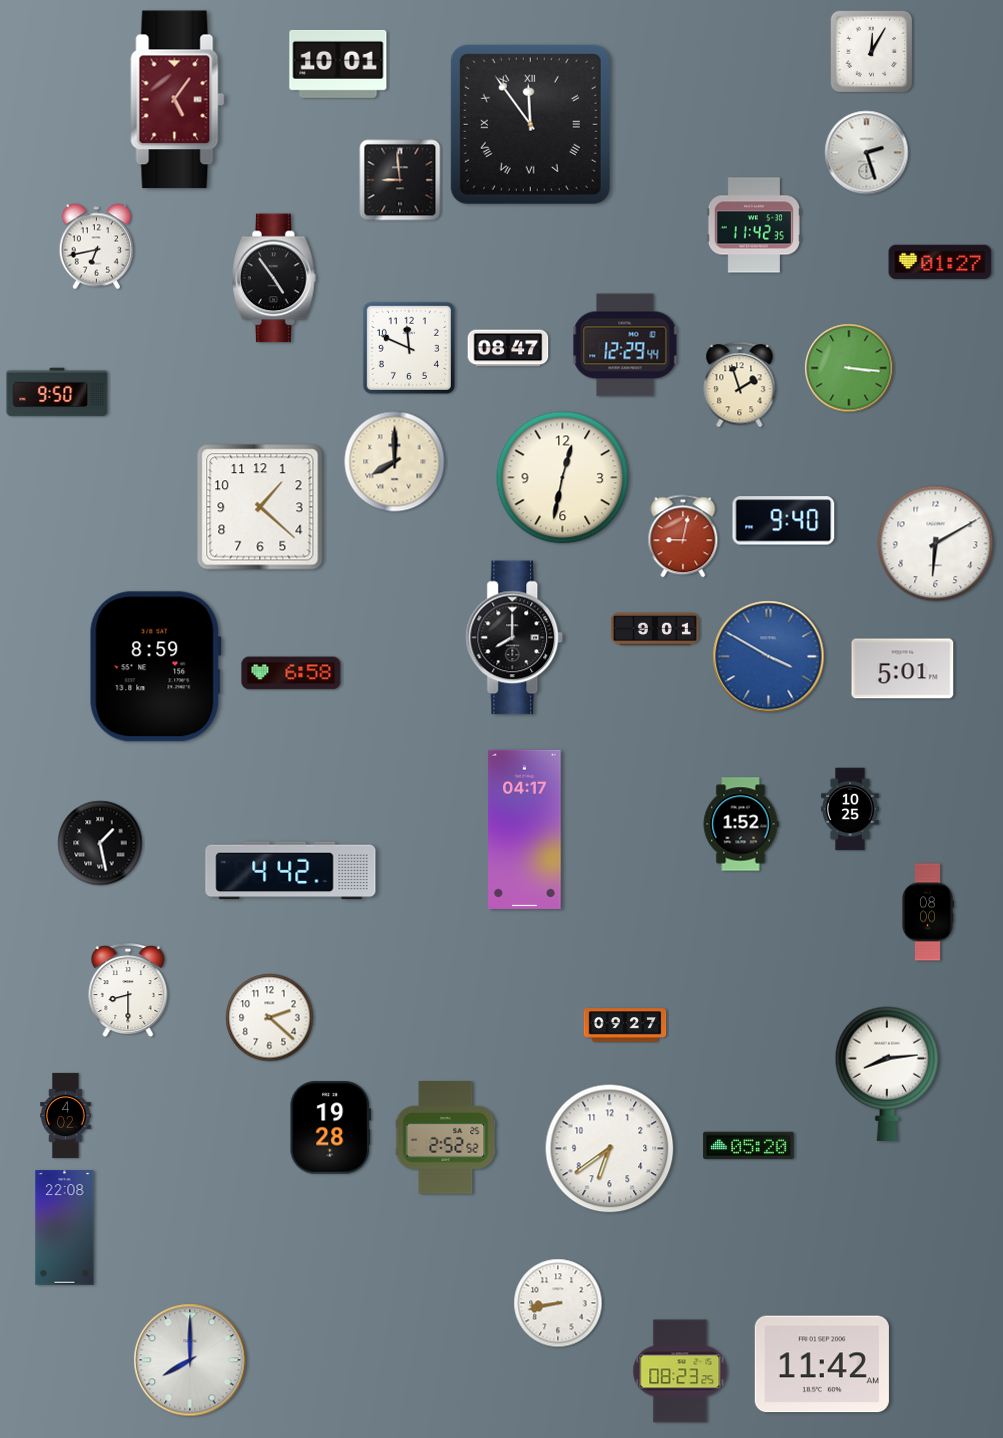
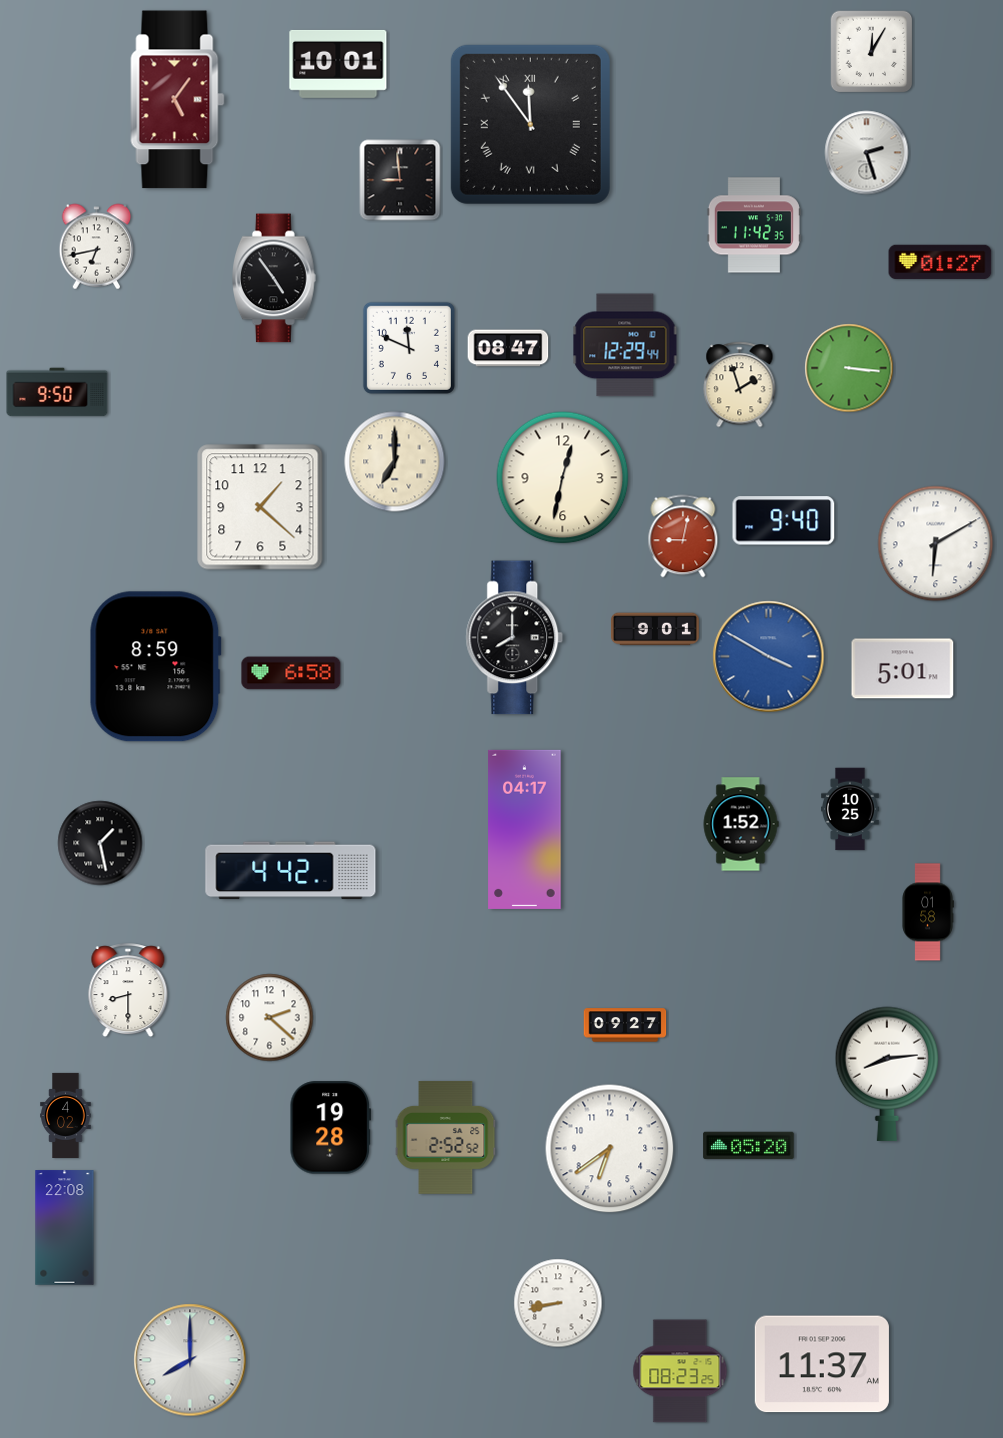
clock at (395, 462): 8:00 -> 7:00
clock at (928, 912): 08:00 -> 01:58
clock at (822, 1364): 11:42 -> 11:37
